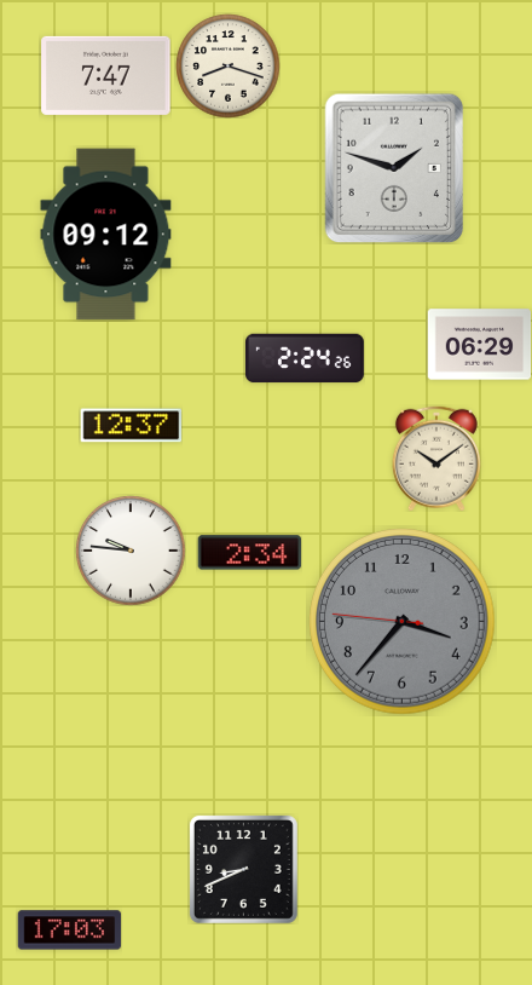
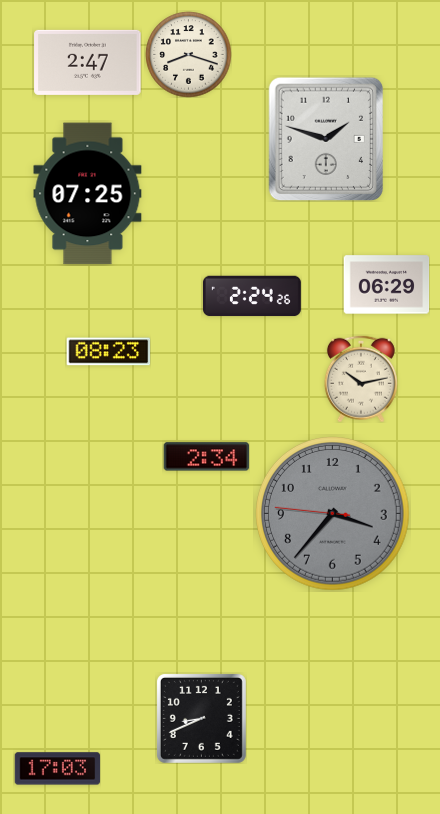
clock at (106, 75): 7:47 -> 2:47
clock at (106, 235): 09:12 -> 07:25
clock at (479, 345) position: (479, 345) -> (386, 285)
clock at (131, 426): 12:37 -> 08:23
clock at (436, 459): 10:09 -> 10:13
clock at (131, 551): 9:46 -> none
